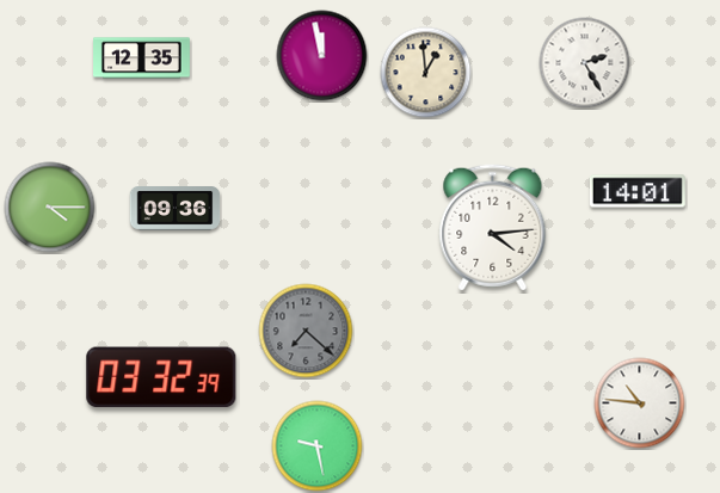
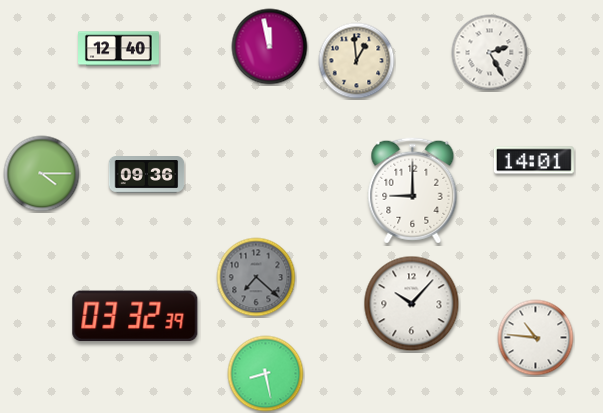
clock at (142, 58): 12:35 -> 12:40
clock at (493, 228): 4:14 -> 9:00
clock at (412, 304): none -> 10:07
clock at (318, 446): 9:28 -> 8:28
